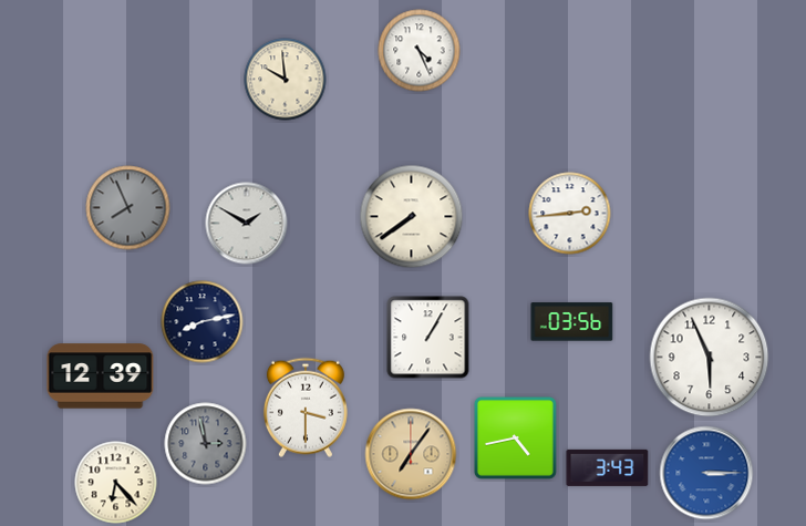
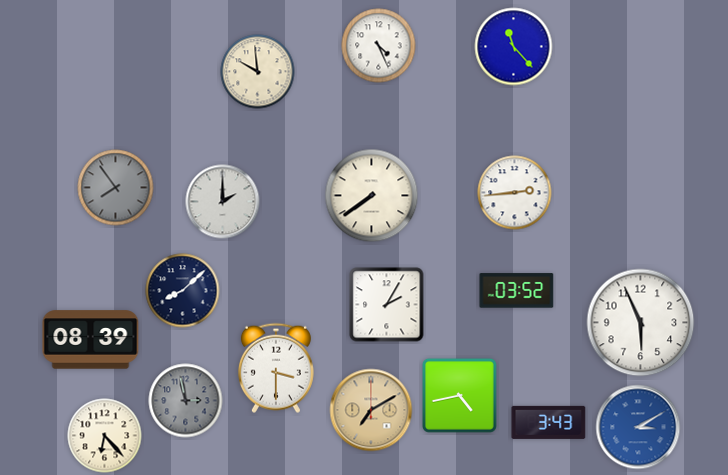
clock at (514, 47): none -> 11:23
clock at (128, 208): 7:56 -> 7:54
clock at (247, 224): 1:50 -> 2:00
clock at (203, 322): 8:13 -> 8:08
clock at (572, 322): 03:56 -> 03:52
clock at (428, 338): 1:05 -> 2:05
clock at (101, 377): 12:39 -> 08:39
clock at (515, 437) position: (515, 437) -> (459, 395)
clock at (411, 454): 7:06 -> 7:10
clock at (706, 473): 3:15 -> 3:10
